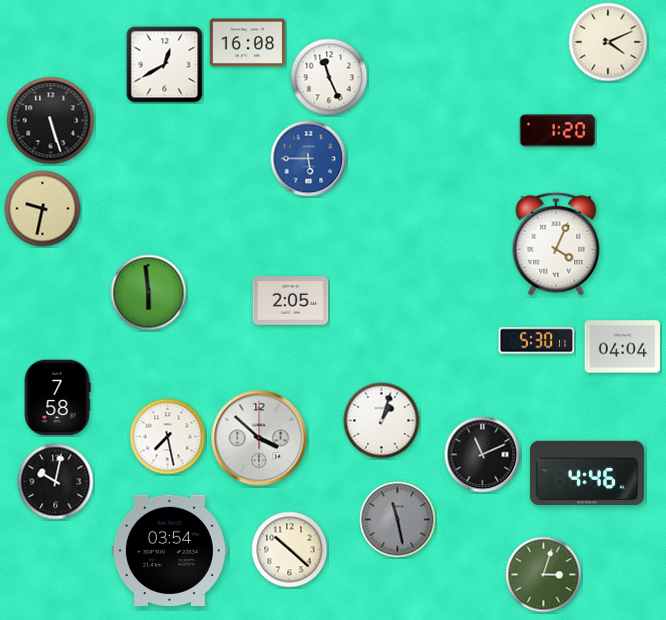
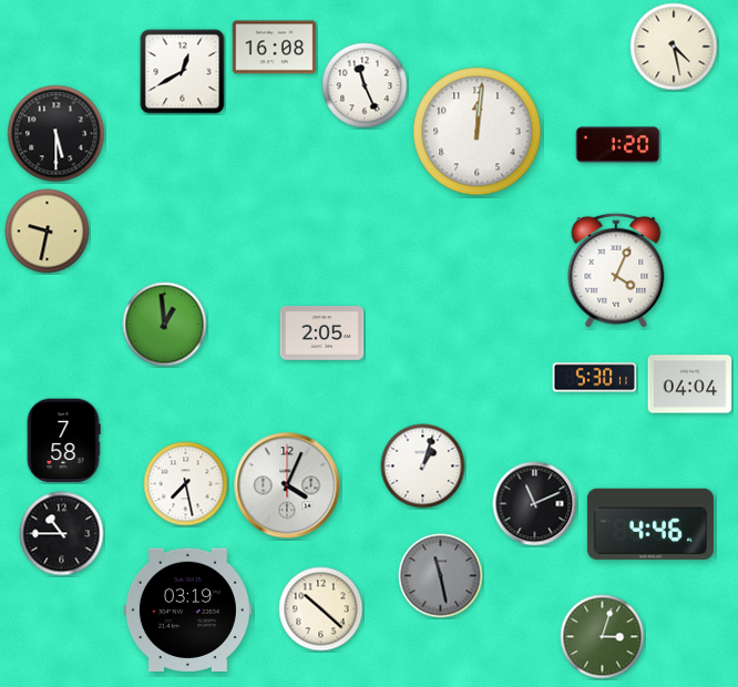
clock at (608, 42): 4:11 -> 4:28
clock at (478, 132): none -> 12:01
clock at (51, 121): 5:27 -> 5:30
clock at (309, 159): 5:45 -> none
clock at (149, 293): 5:59 -> 12:59
clock at (259, 438): 3:52 -> 4:04
clock at (56, 482): 10:02 -> 10:45
clock at (169, 550): 03:54 -> 03:19
